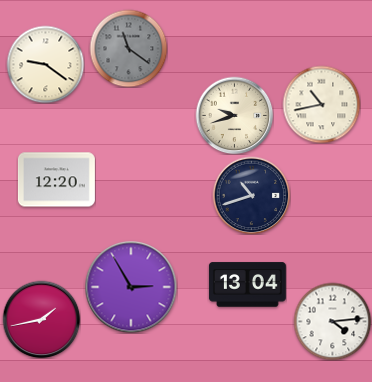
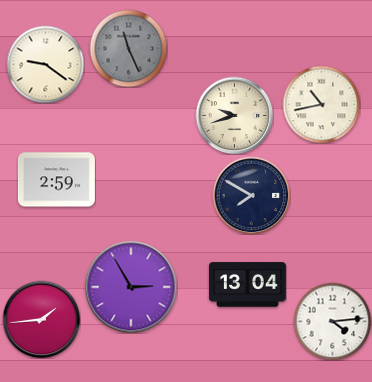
clock at (128, 48): 11:21 -> 11:26
clock at (56, 180): 12:20 -> 2:59
clock at (251, 195): 10:42 -> 7:50
clock at (41, 319): 1:43 -> 1:44
